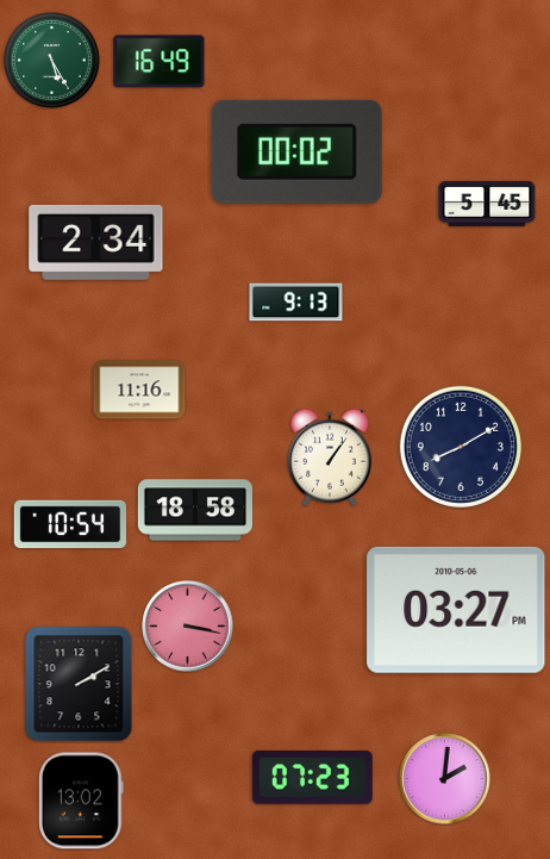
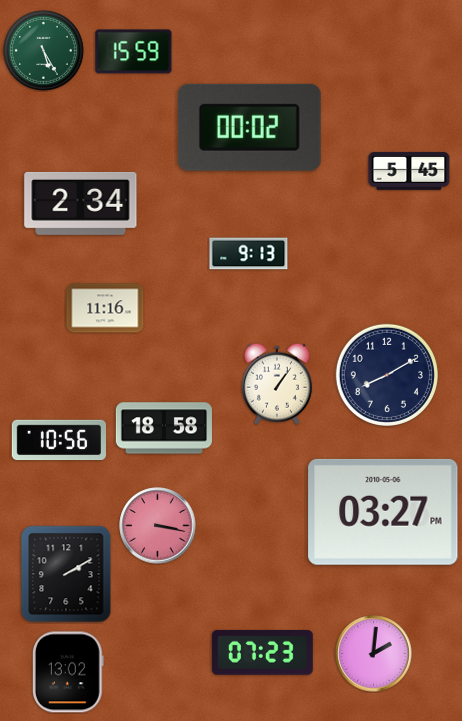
clock at (160, 62): 16:49 -> 15:59
clock at (139, 390) position: (139, 390) -> (105, 308)
clock at (69, 524): 10:54 -> 10:56
